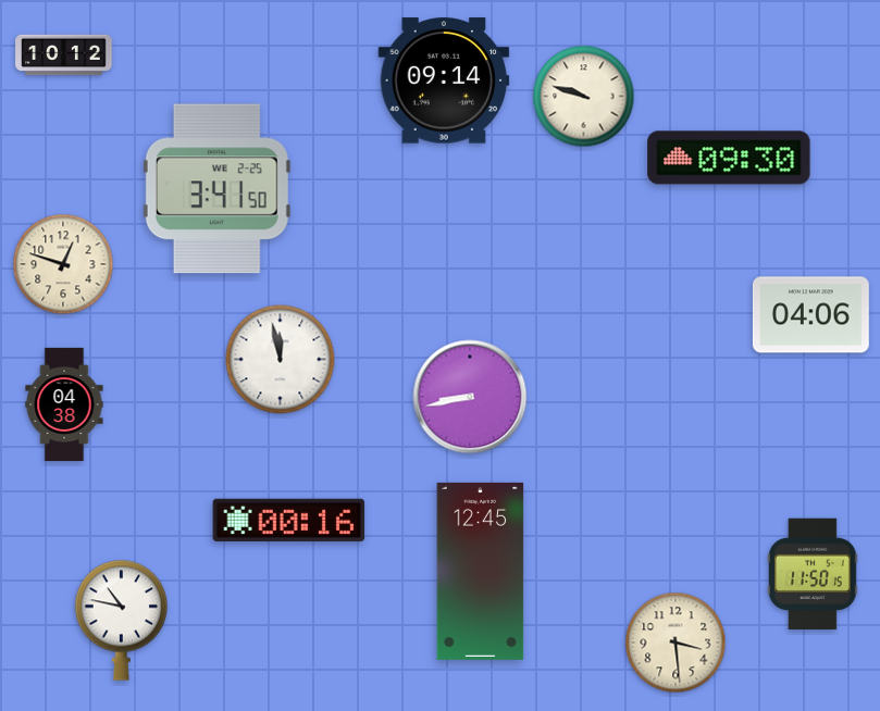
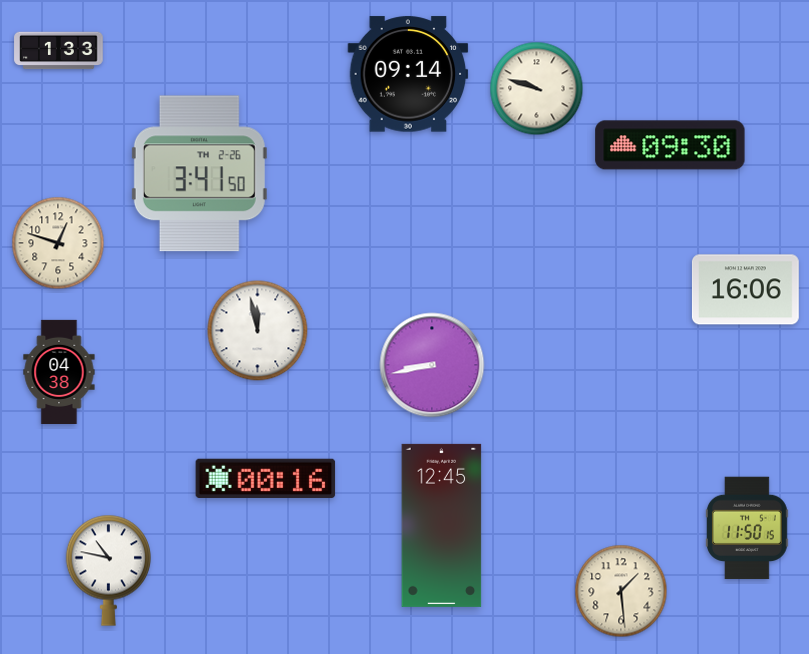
clock at (64, 55): 10:12 -> 1:33
clock at (216, 189) date: WE 2-25 -> TH 2-26
clock at (810, 315): 04:06 -> 16:06
clock at (121, 620) position: (121, 620) -> (108, 570)
clock at (676, 643): 3:29 -> 1:29
